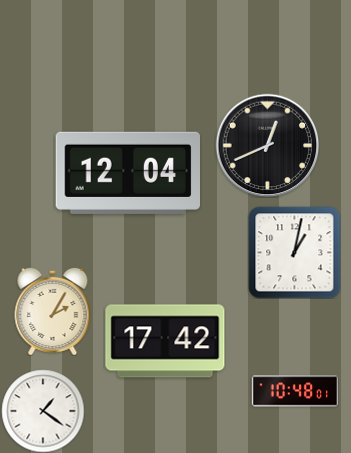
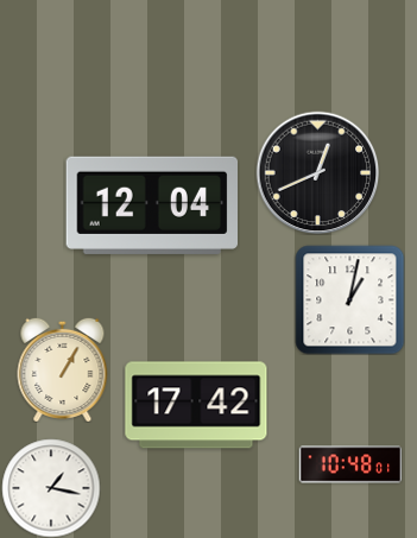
clock at (53, 311): 2:05 -> 1:05
clock at (43, 411): 1:21 -> 1:17
